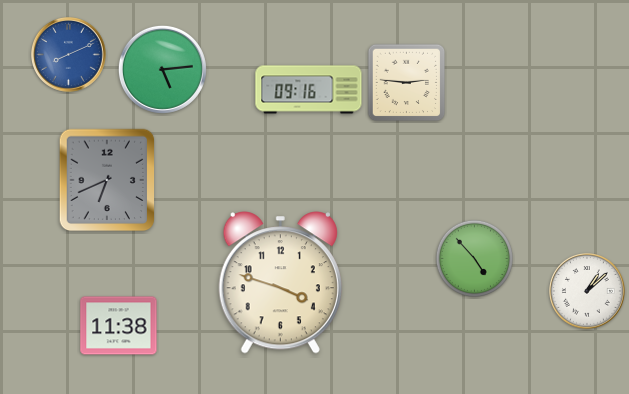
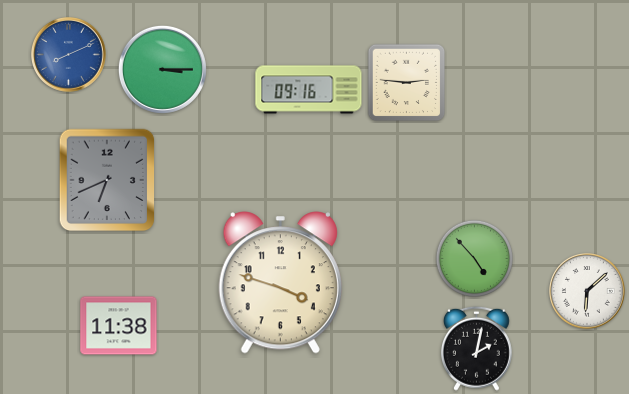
clock at (162, 69): 5:14 -> 3:15
clock at (588, 292): 1:08 -> 6:08
clock at (476, 348): none -> 2:02
